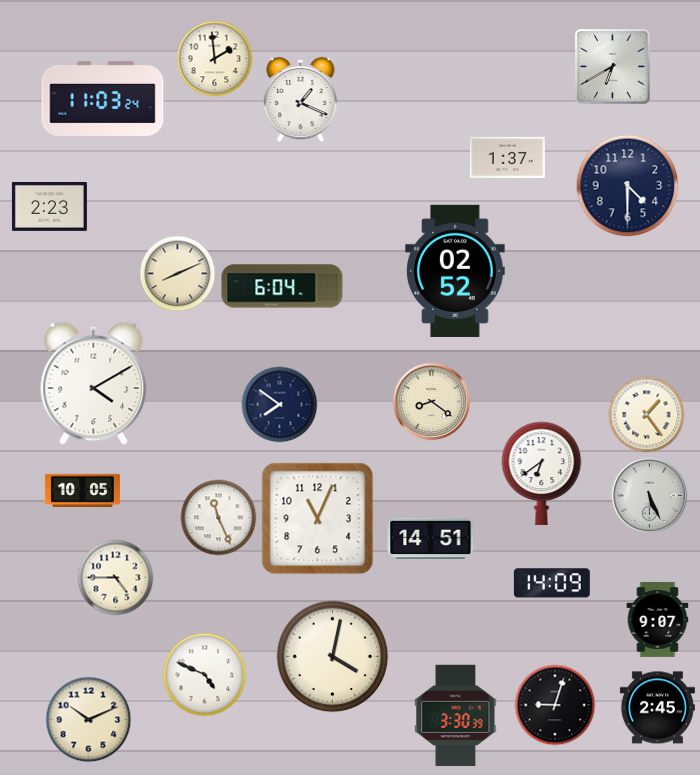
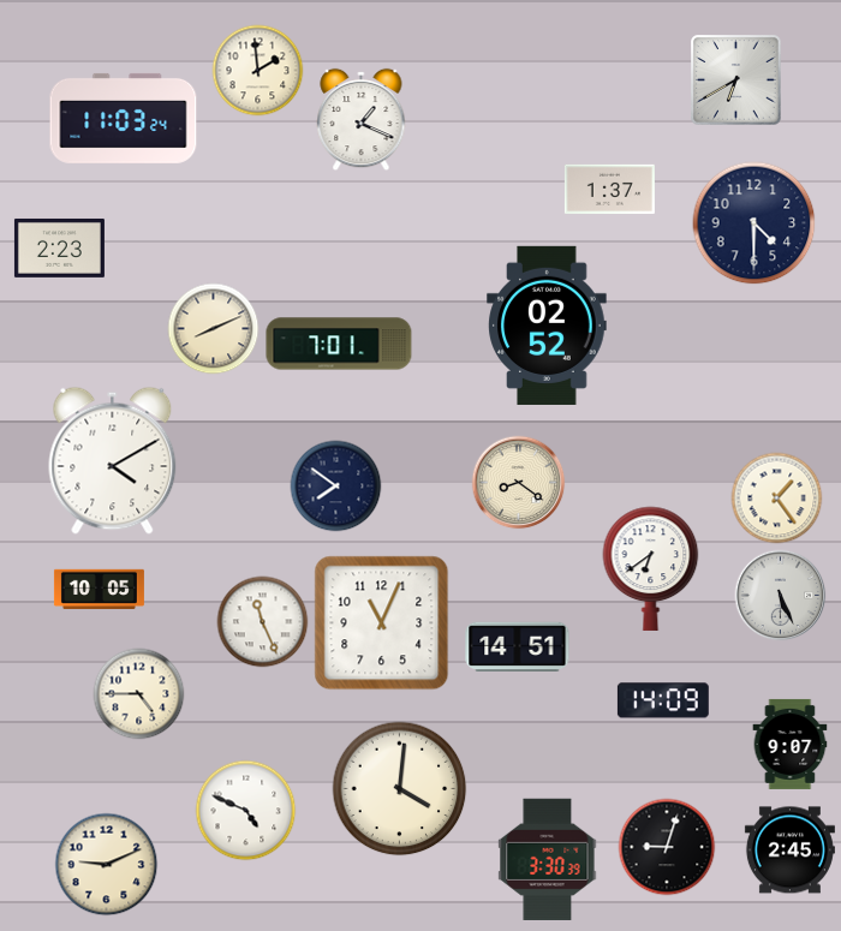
clock at (282, 286): 6:04 -> 7:01
clock at (333, 657): 4:02 -> 4:01
clock at (89, 720): 10:11 -> 9:11
